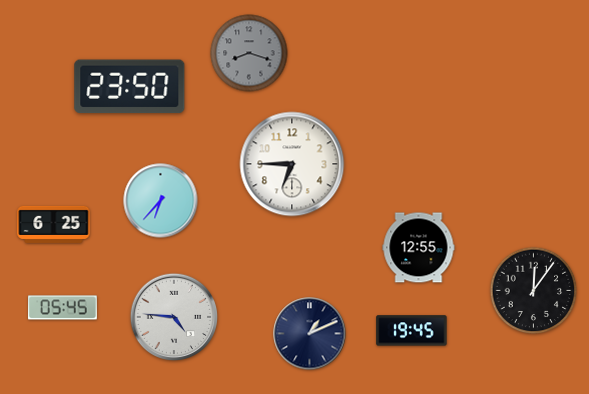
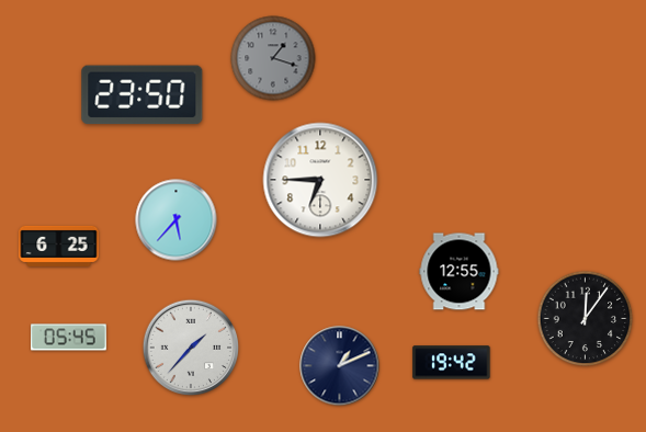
clock at (249, 53): 8:18 -> 1:18
clock at (161, 201): 6:37 -> 5:37
clock at (174, 317): 4:46 -> 1:37
clock at (412, 331): 19:45 -> 19:42
